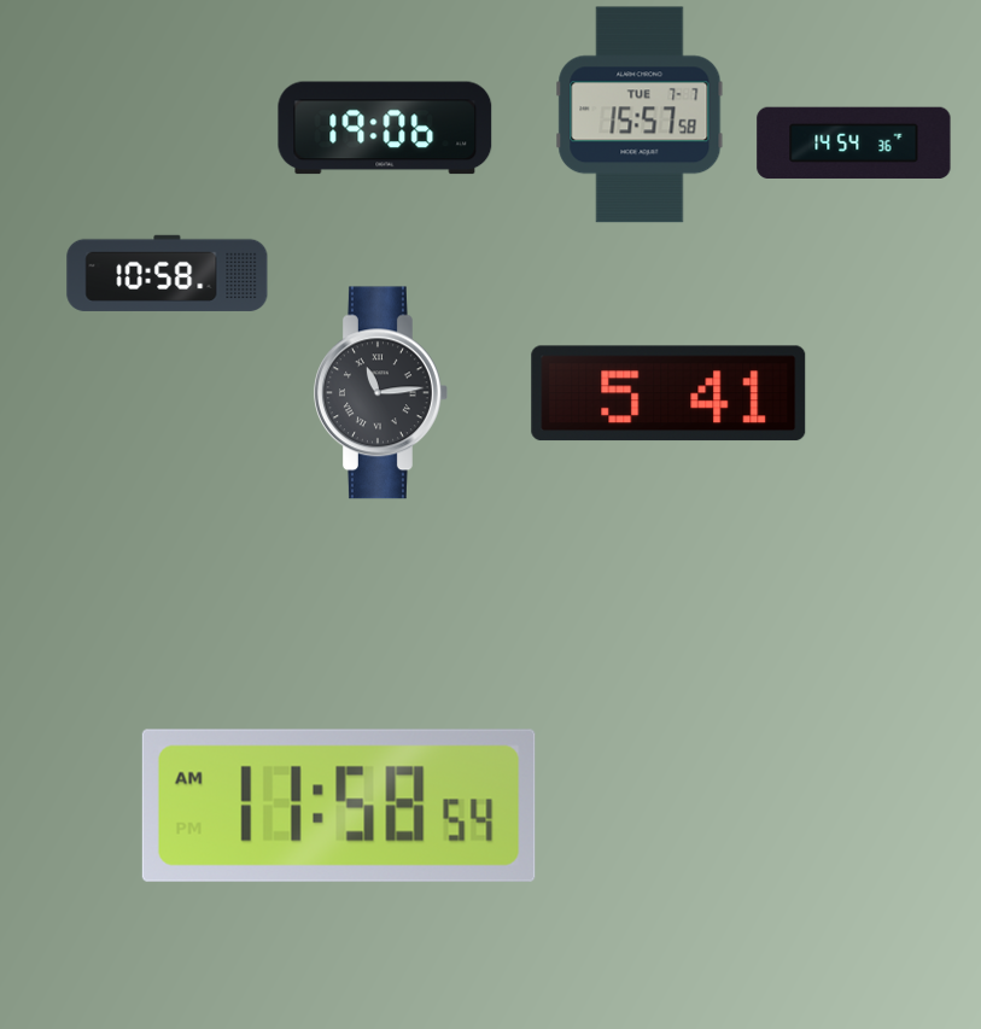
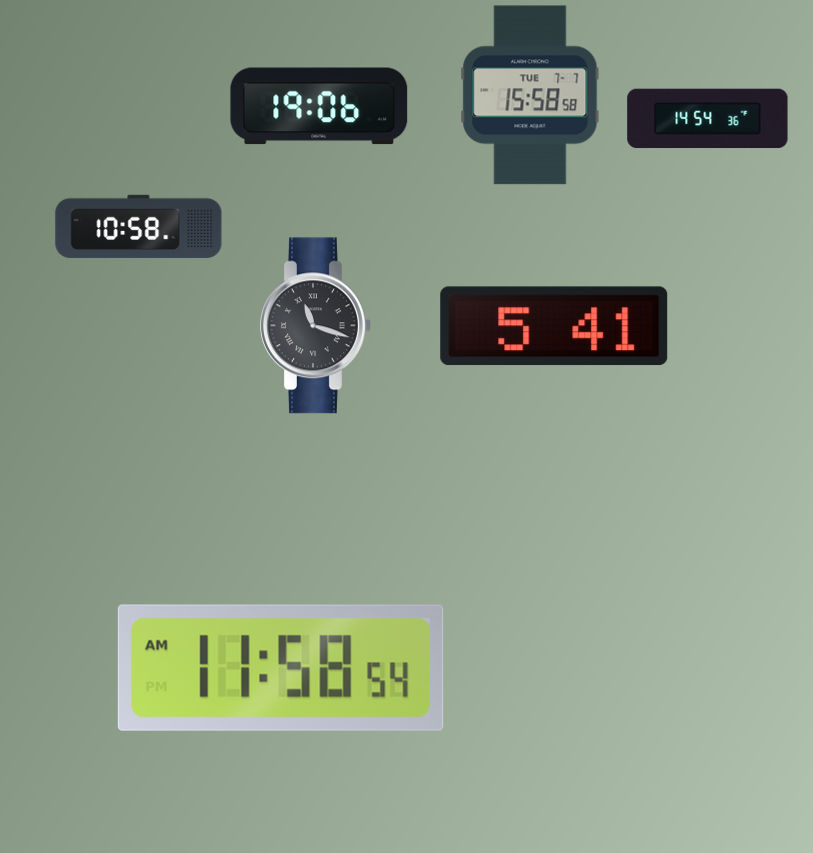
clock at (640, 115): 15:57 -> 15:58
clock at (381, 393): 11:14 -> 11:18
